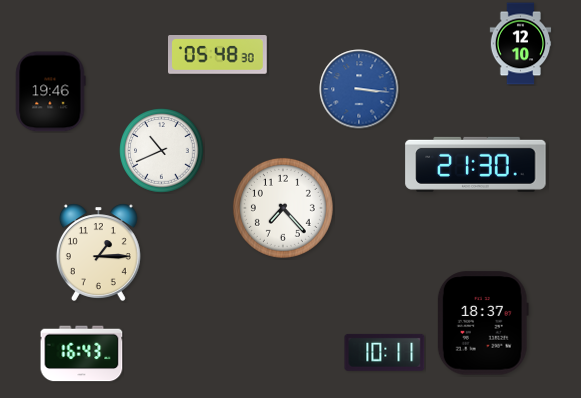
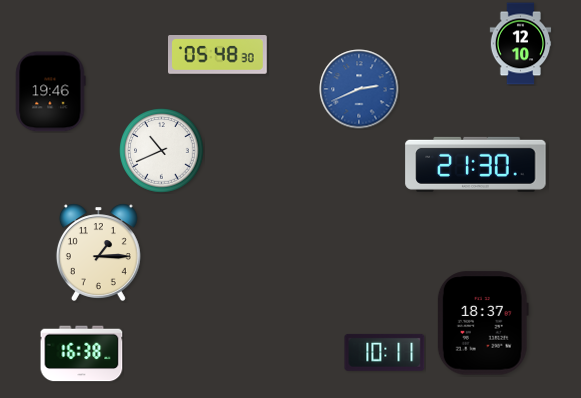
clock at (359, 89): 3:16 -> 2:41
clock at (283, 208): 7:23 -> none
clock at (82, 354): 16:43 -> 16:38
